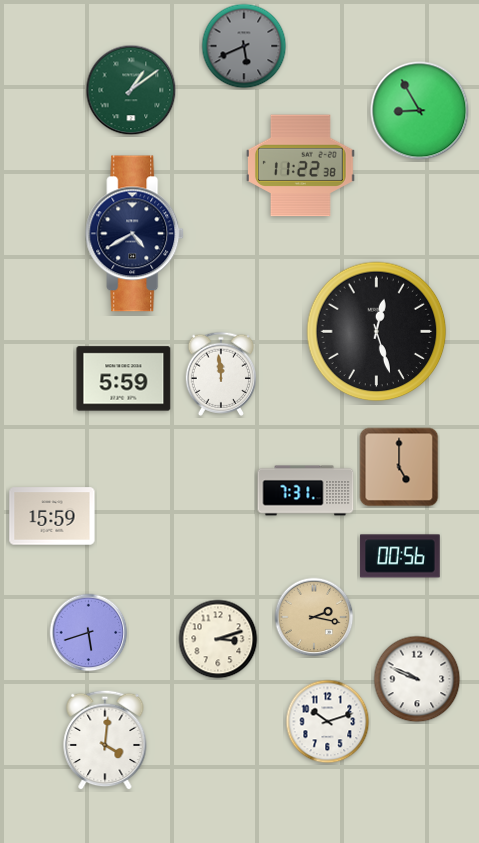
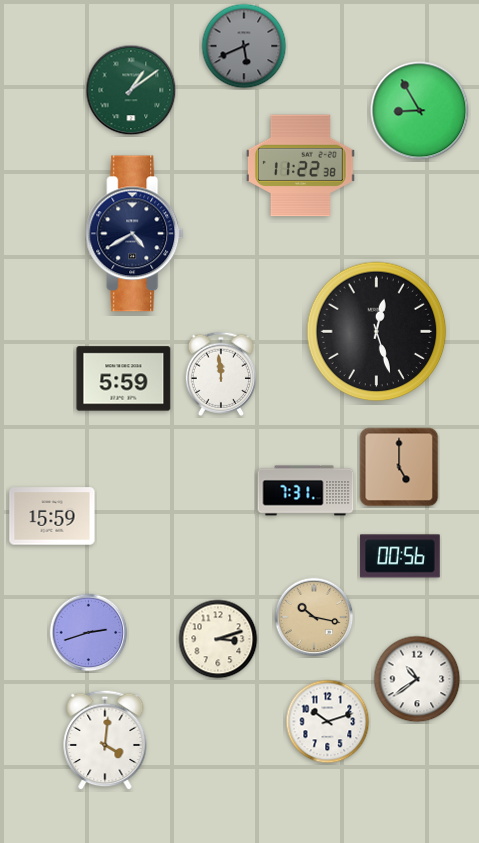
clock at (314, 617): 2:17 -> 10:17
clock at (89, 633): 5:42 -> 2:42
clock at (417, 679): 9:49 -> 10:39
